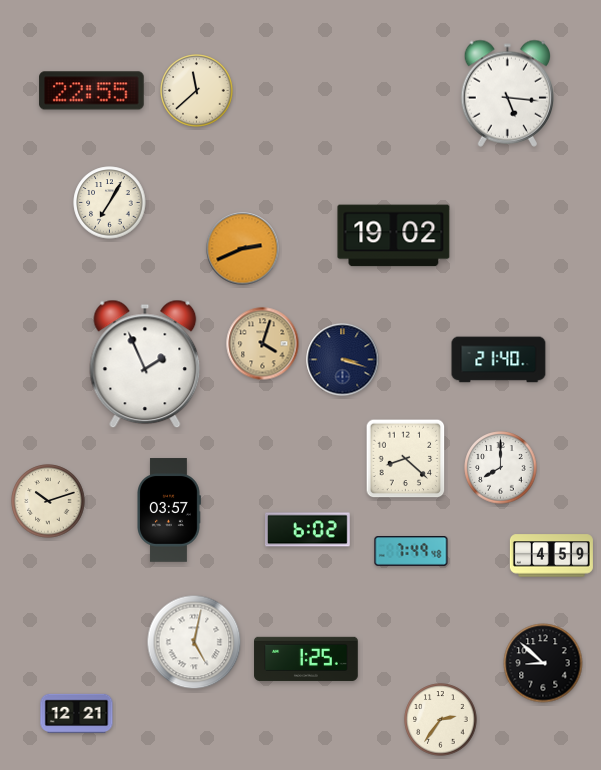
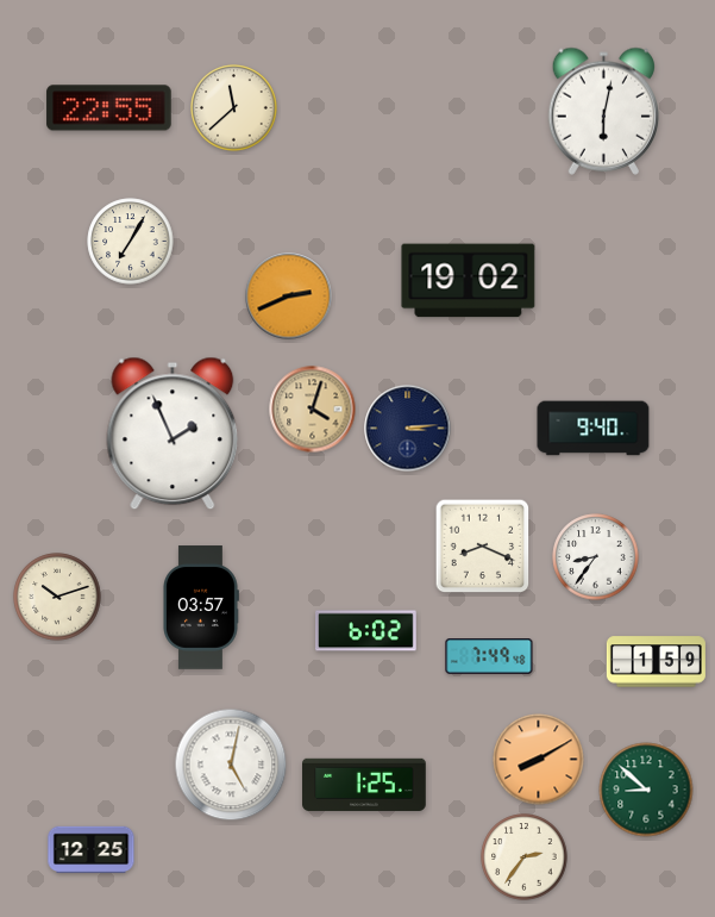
clock at (507, 93): 5:16 -> 6:02
clock at (343, 360): 3:18 -> 3:14
clock at (499, 360): 21:40 -> 9:40
clock at (406, 459): 8:22 -> 8:19
clock at (501, 468): 8:00 -> 8:36
clock at (551, 556): 4:59 -> 1:59
clock at (539, 760): none -> 8:10
clock at (543, 663) dial: black -> green
clock at (77, 714): 12:21 -> 12:25
